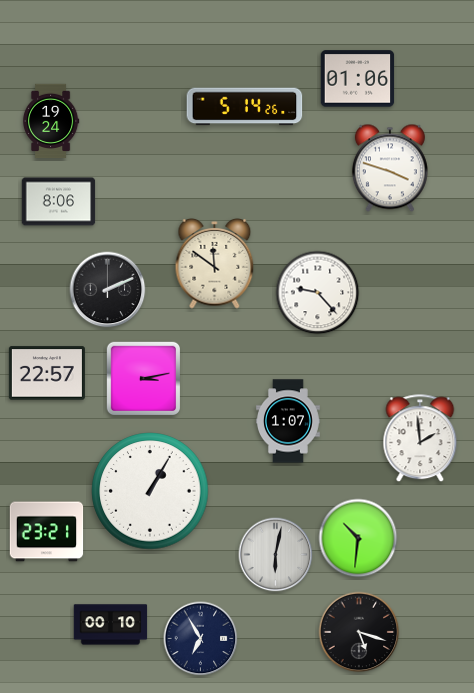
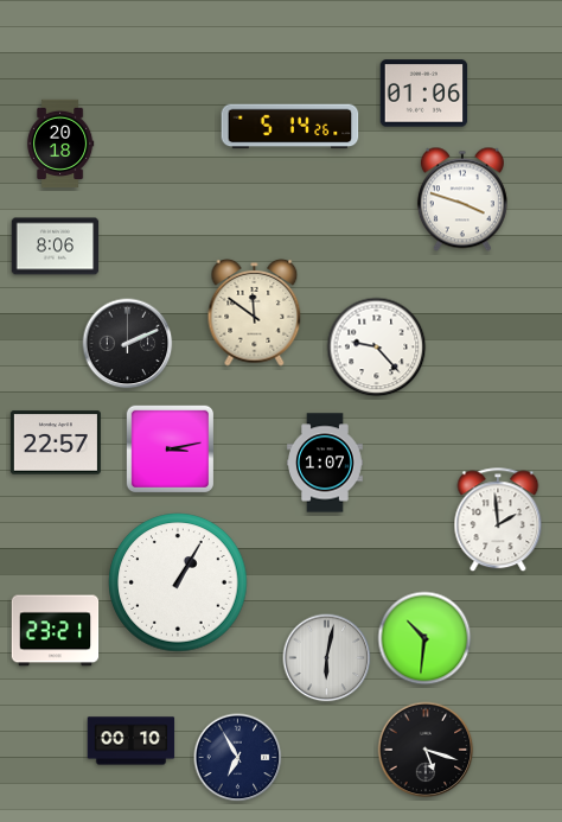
clock at (51, 121): 19:24 -> 20:18
clock at (59, 202) position: (59, 202) -> (56, 247)
clock at (289, 421) position: (289, 421) -> (326, 463)
